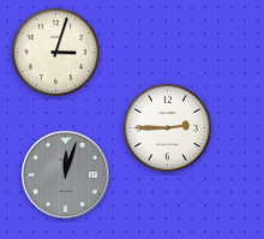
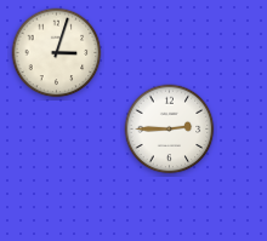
clock at (65, 174): 12:03 -> none
